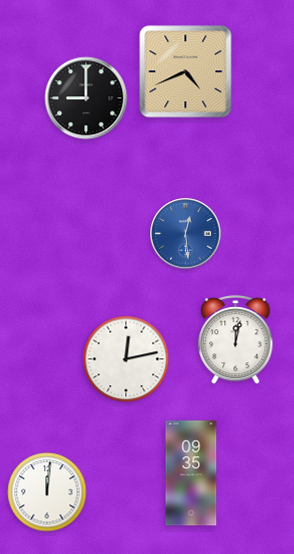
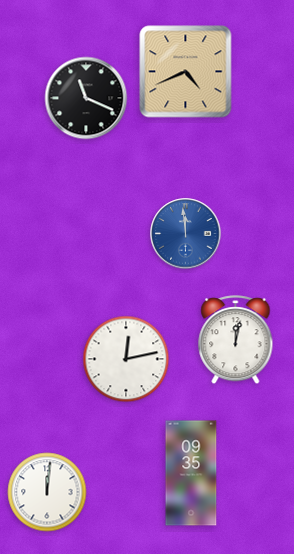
clock at (86, 98): 9:00 -> 11:19
clock at (186, 234): 12:29 -> 11:59
